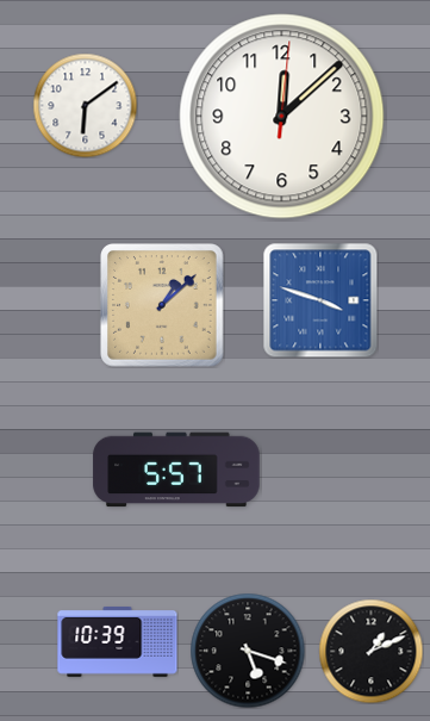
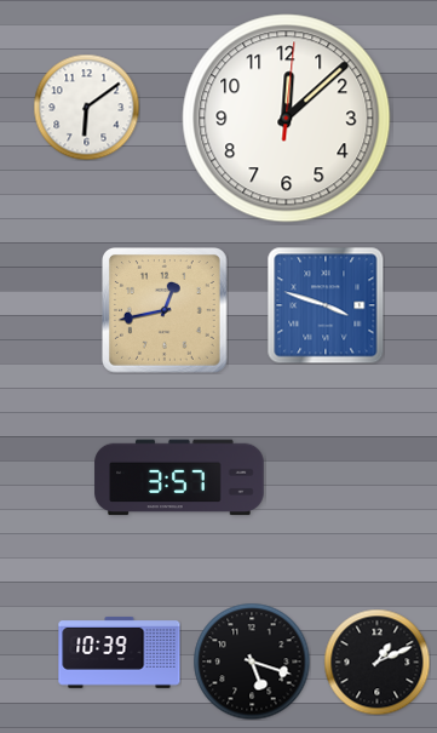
clock at (163, 306): 1:08 -> 12:43
clock at (176, 470): 5:57 -> 3:57
